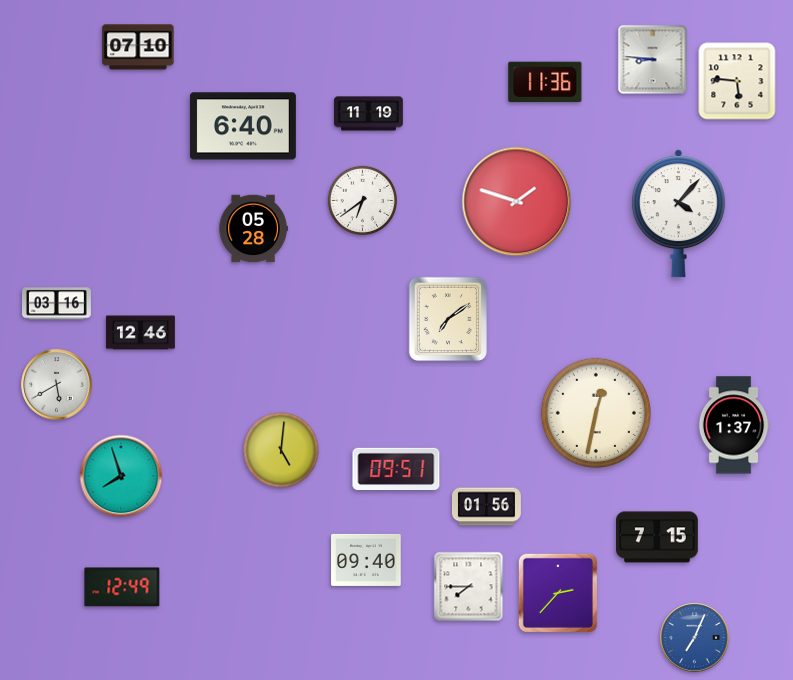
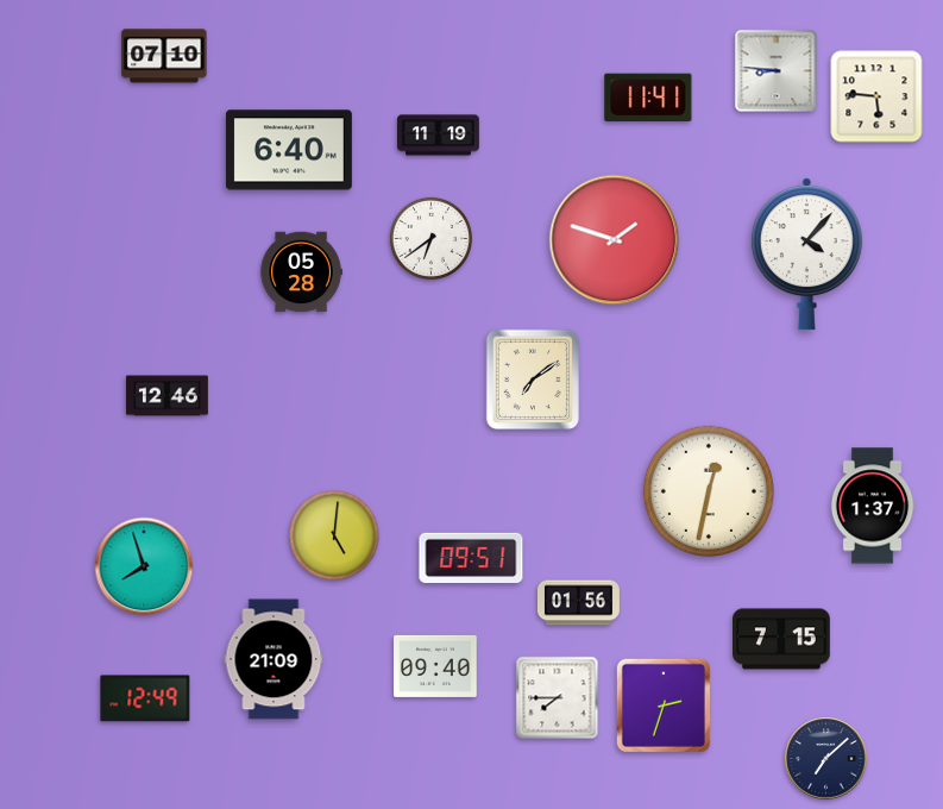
clock at (545, 82): 11:36 -> 11:41
clock at (57, 304): 03:16 -> none
clock at (57, 385): 5:40 -> none
clock at (274, 659): none -> 21:09
clock at (558, 593): 2:37 -> 2:33
clock at (695, 638): 7:04 -> 7:08
clock at (695, 638) dial: blue -> navy
